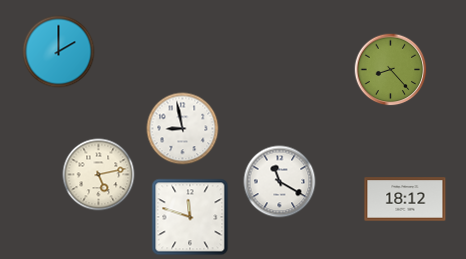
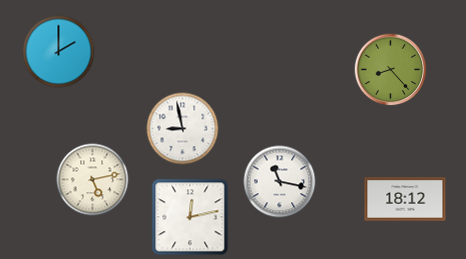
clock at (99, 175) position: (99, 175) -> (93, 180)
clock at (280, 182): 11:20 -> 11:17
clock at (190, 217): 11:48 -> 12:13
